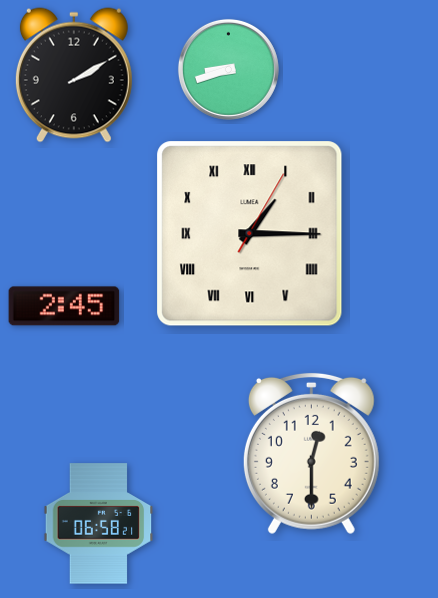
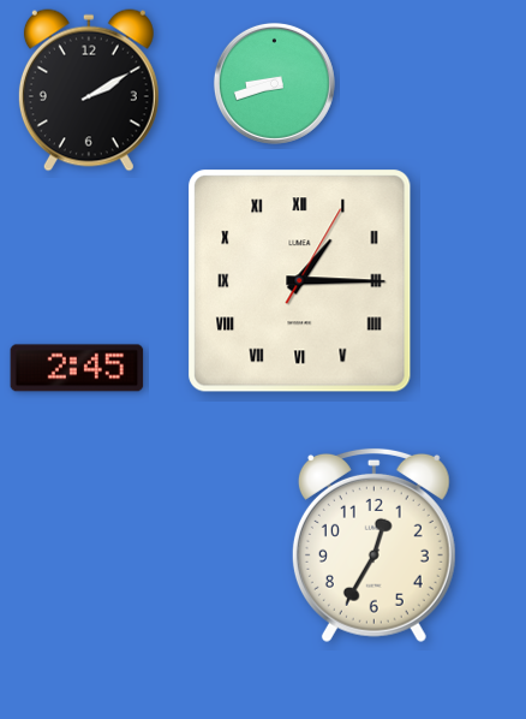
clock at (311, 453): 12:30 -> 12:35
clock at (99, 524): 06:58 -> none
